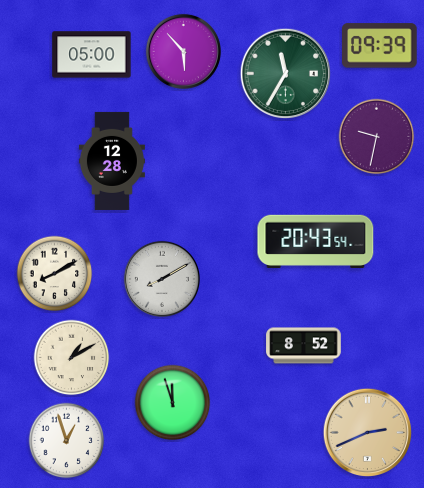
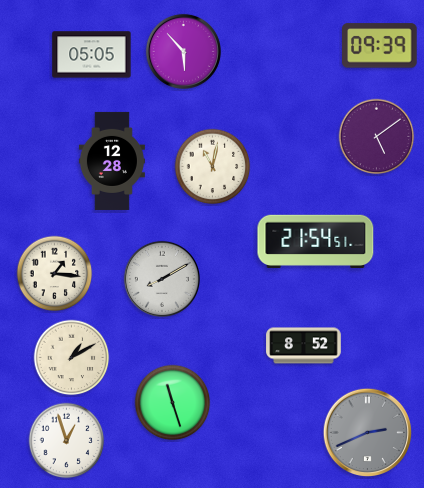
clock at (92, 55): 05:00 -> 05:05
clock at (286, 74): 11:35 -> none
clock at (377, 137): 9:32 -> 5:09
clock at (213, 167): none -> 11:02
clock at (316, 241): 20:43 -> 21:54
clock at (55, 274): 8:10 -> 1:16
clock at (173, 403): 11:57 -> 11:27
clock at (368, 433) dial: champagne -> grey
